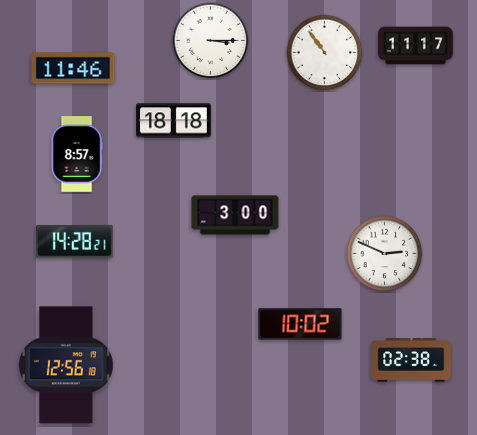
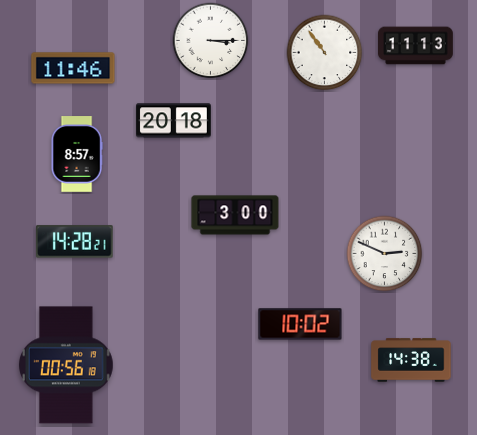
clock at (416, 46): 11:17 -> 11:13
clock at (174, 121): 18:18 -> 20:18
clock at (411, 360): 02:38 -> 14:38
clock at (66, 365): 12:56 -> 00:56
